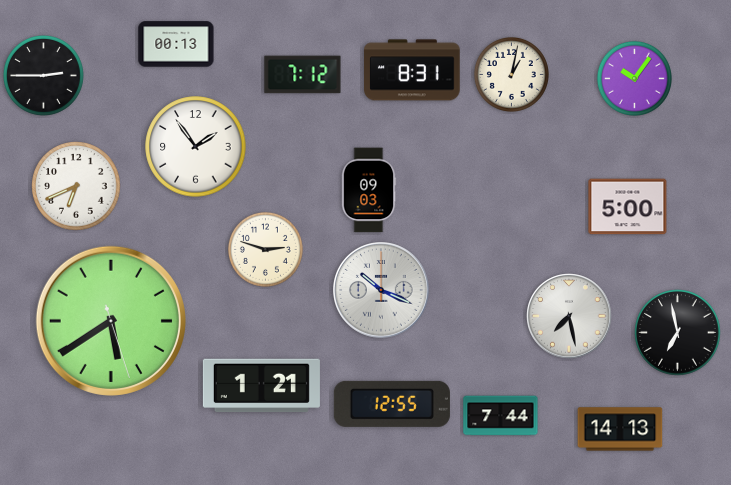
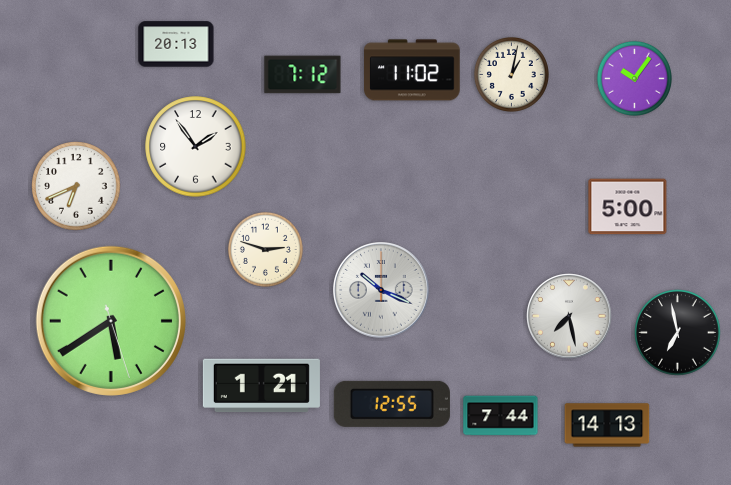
clock at (176, 44): 00:13 -> 20:13
clock at (412, 70): 8:31 -> 11:02
clock at (44, 76): 2:45 -> none
clock at (369, 190): 09:03 -> none
clock at (620, 429) position: (620, 429) -> (607, 425)
